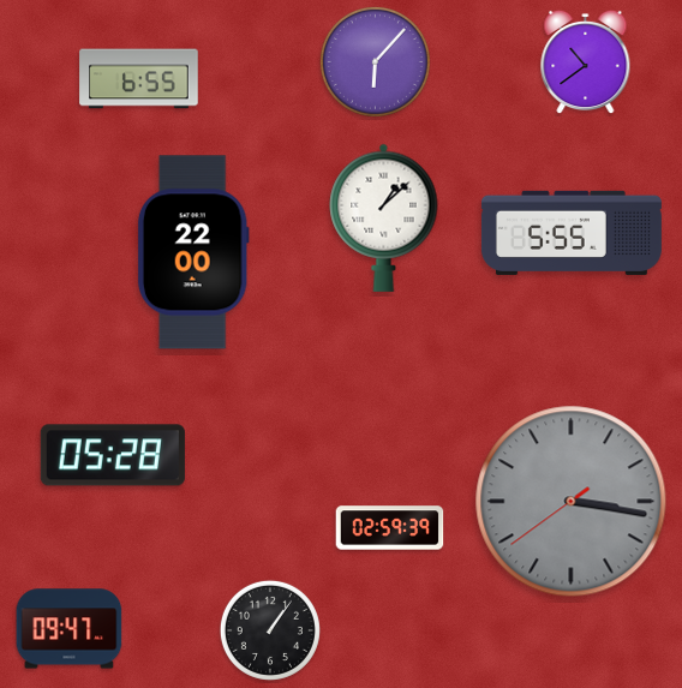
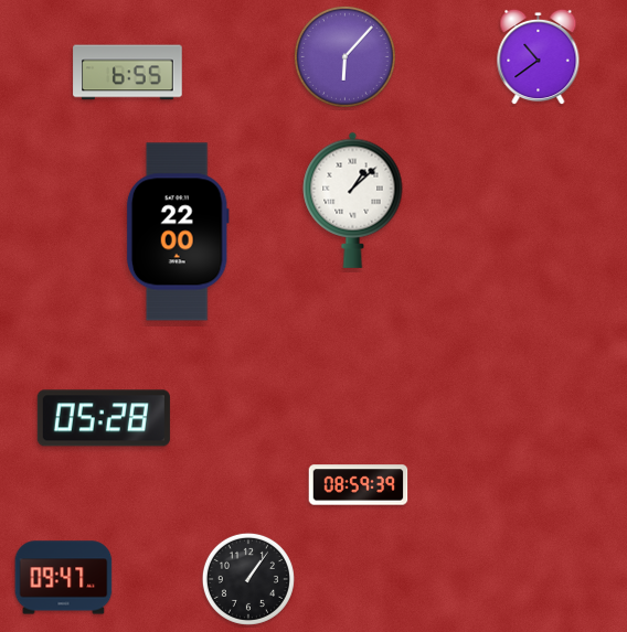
clock at (572, 233): 5:55 -> none
clock at (572, 502): 3:16 -> none
clock at (390, 528): 02:59 -> 08:59
